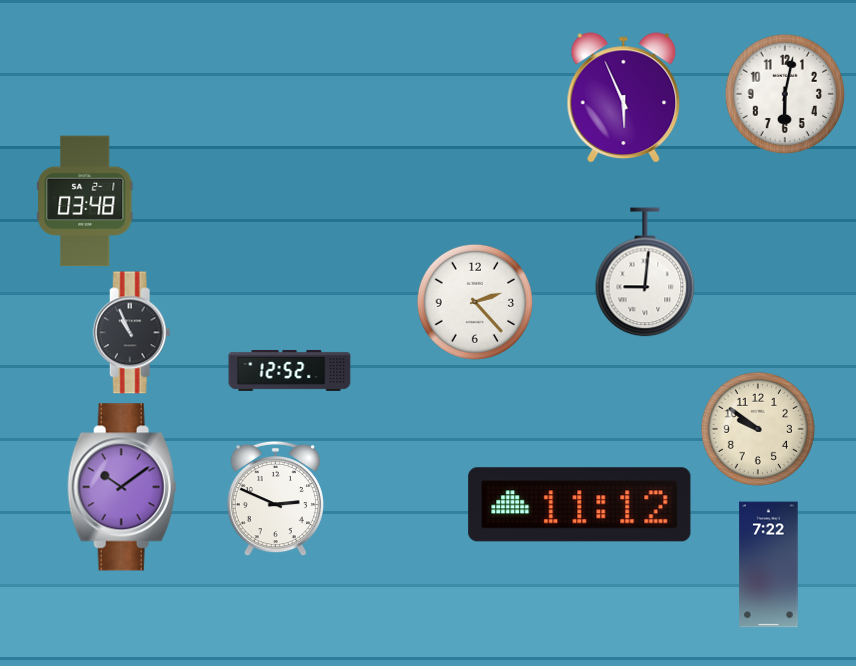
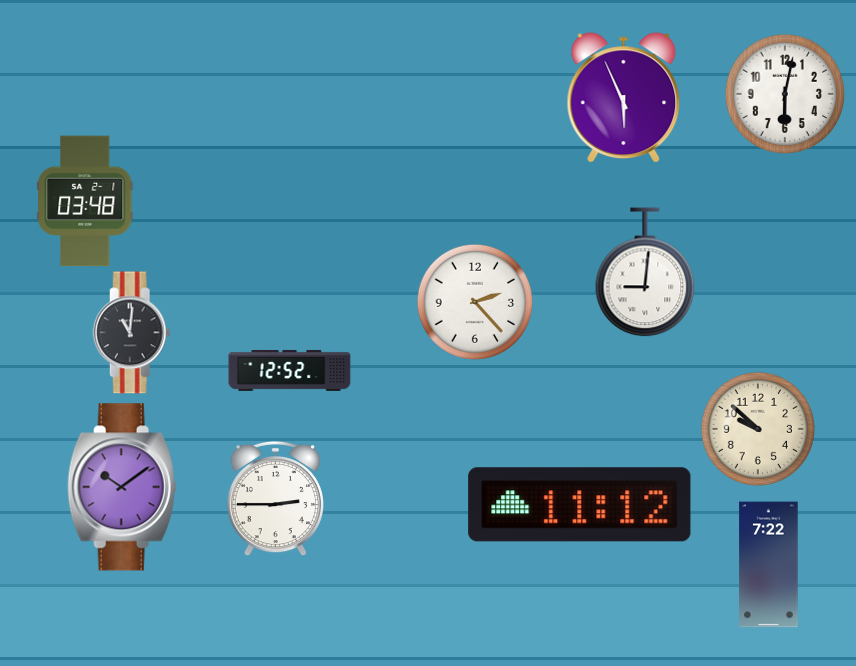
clock at (132, 333): 10:56 -> 11:01
clock at (758, 429): 9:51 -> 9:52
clock at (275, 498): 2:49 -> 2:45
